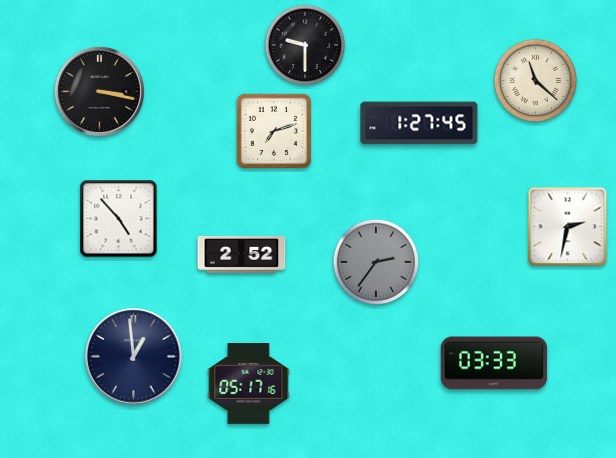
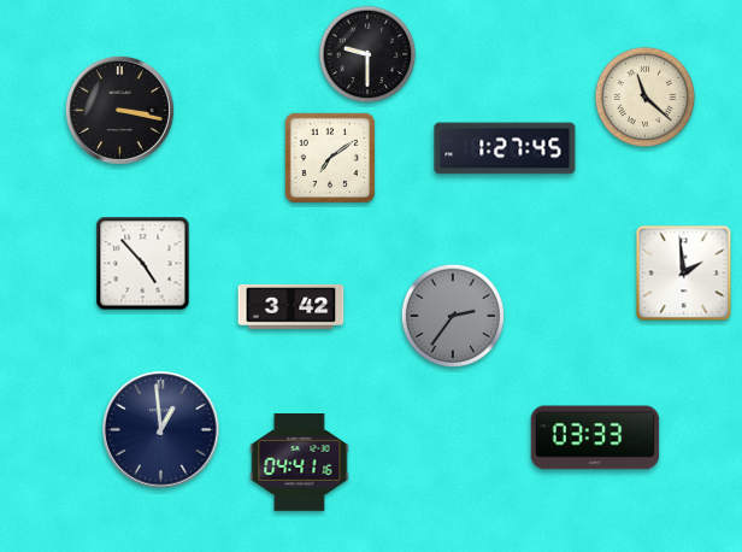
clock at (274, 131): 7:12 -> 7:09
clock at (568, 227): 2:32 -> 1:59
clock at (242, 255): 2:52 -> 3:42
clock at (249, 384): 05:17 -> 04:41
